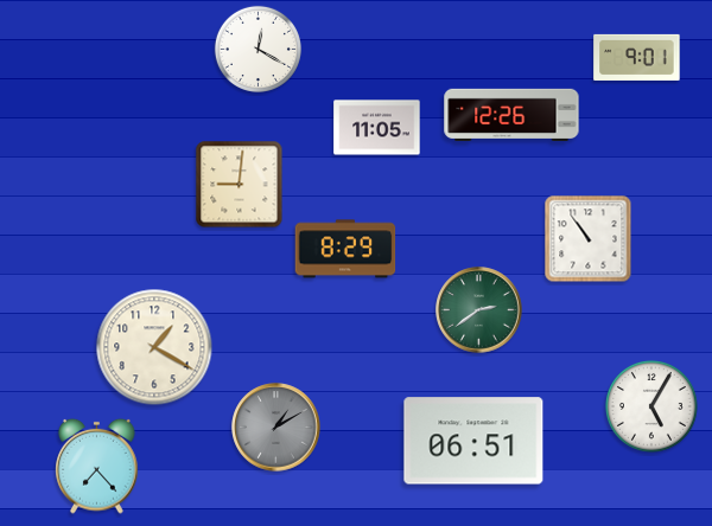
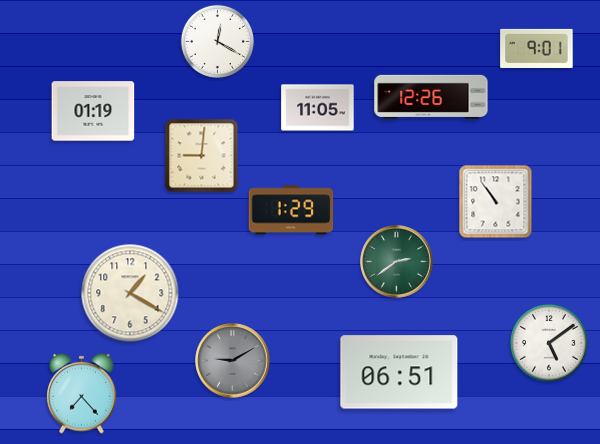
clock at (93, 111): none -> 01:19
clock at (345, 249): 8:29 -> 1:29
clock at (479, 310) position: (479, 310) -> (397, 262)
clock at (651, 406): 5:05 -> 5:09
clock at (276, 428): 1:10 -> 9:10
